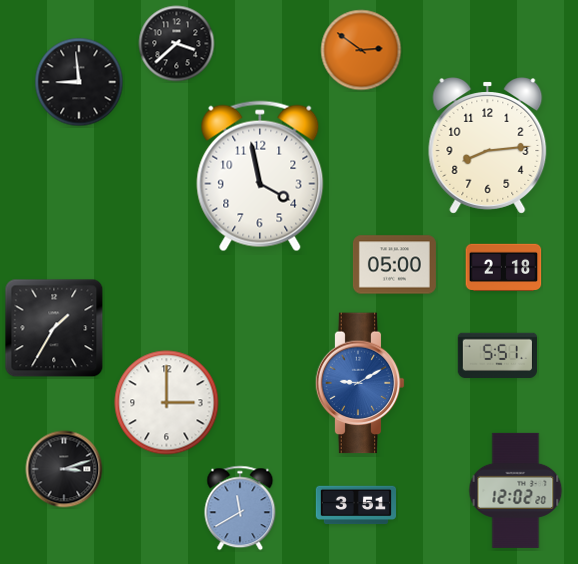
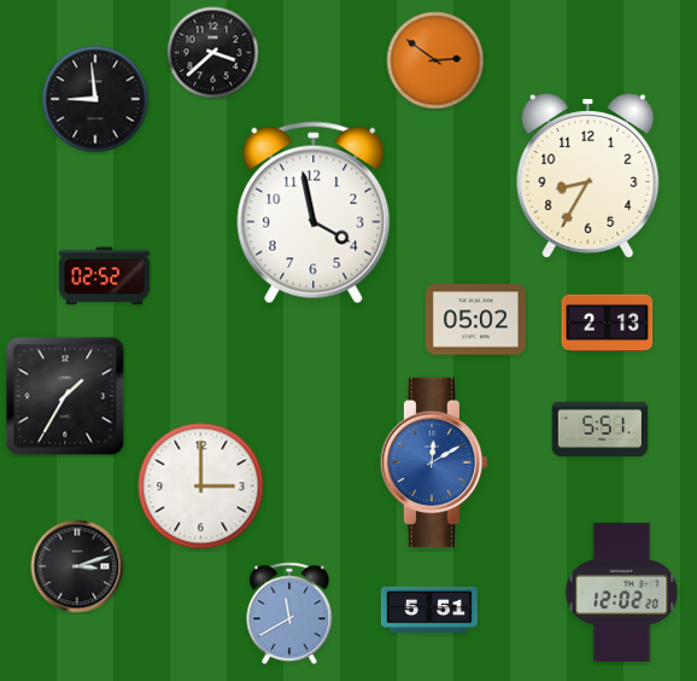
clock at (488, 146): 8:14 -> 8:35
clock at (105, 277): none -> 02:52
clock at (394, 265): 05:00 -> 05:02
clock at (504, 267): 2:18 -> 2:13
clock at (360, 383): 9:10 -> 12:10
clock at (355, 505): 3:51 -> 5:51
